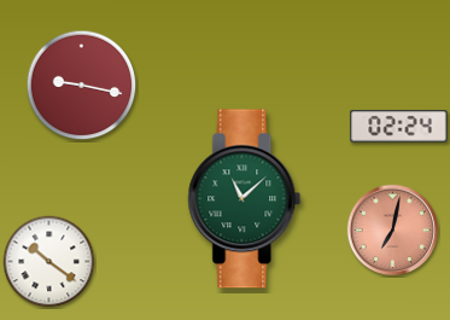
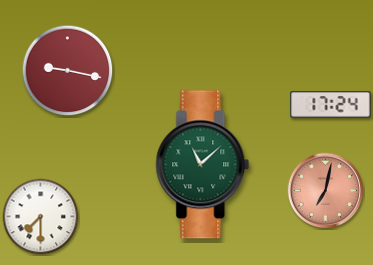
clock at (399, 127): 02:24 -> 17:24
clock at (49, 262): 10:21 -> 7:30
